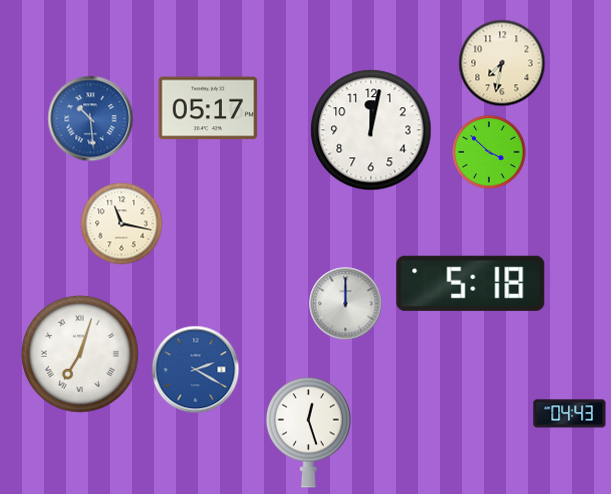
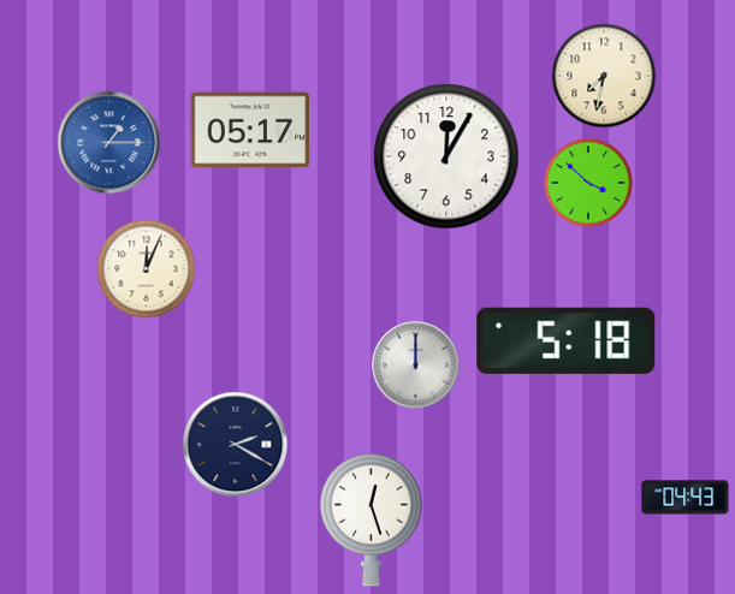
clock at (91, 119): 10:29 -> 1:15
clock at (371, 130): 12:02 -> 12:05
clock at (122, 224): 11:17 -> 12:04
clock at (80, 354): 7:03 -> none
clock at (196, 370) dial: blue -> navy
